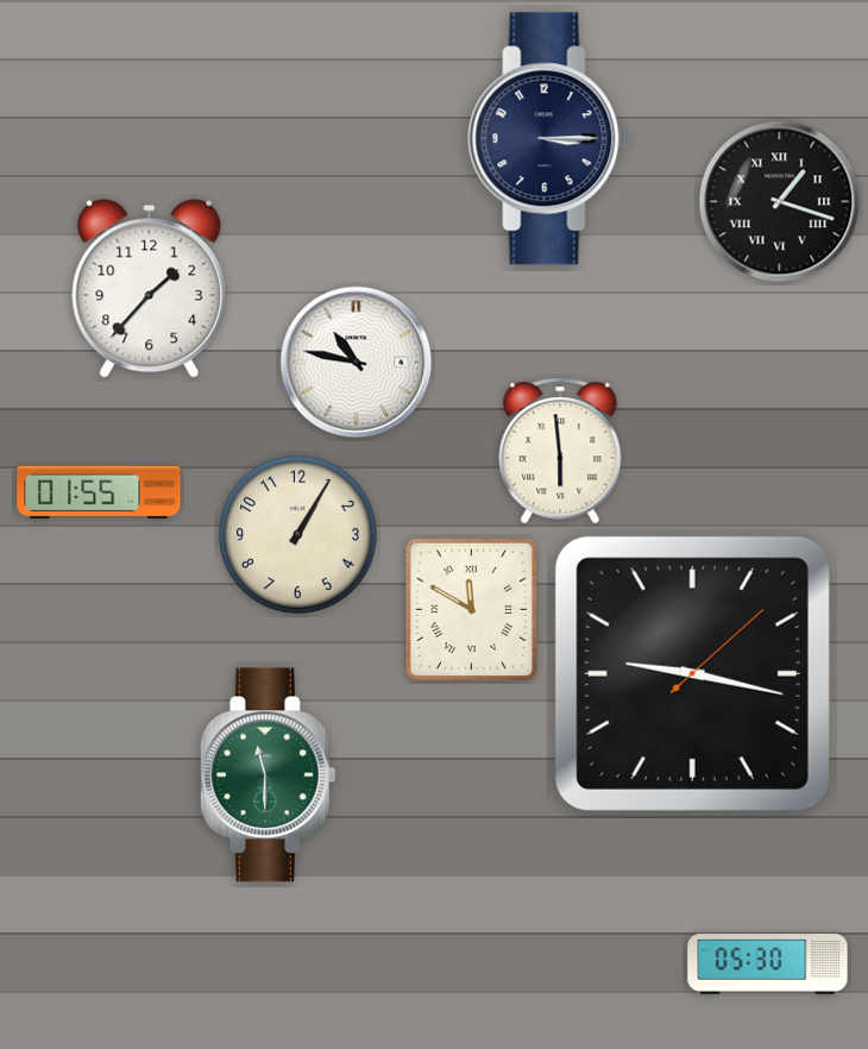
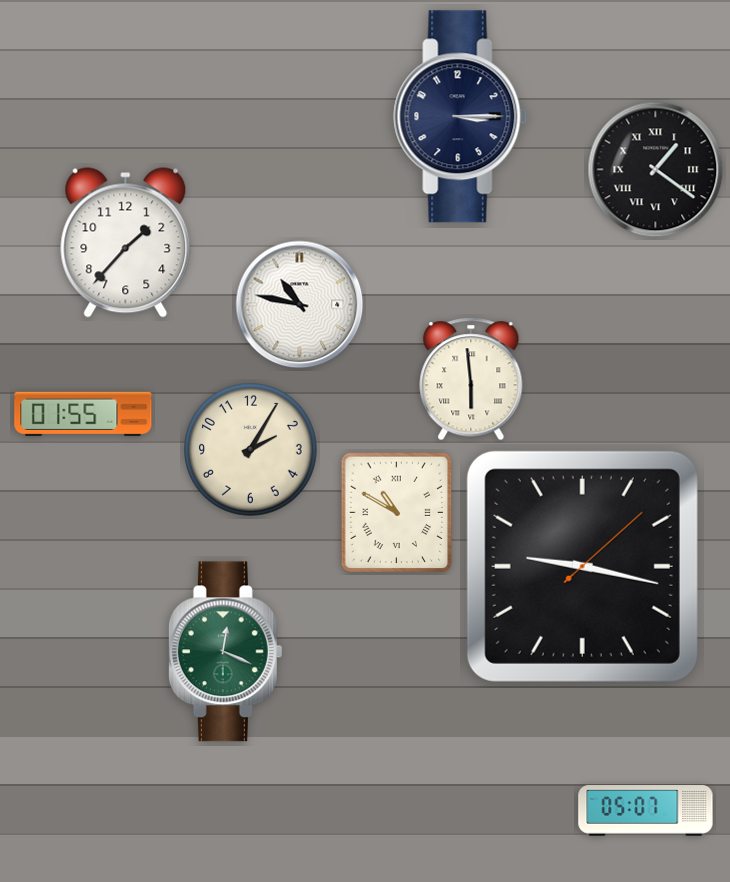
clock at (780, 202): 1:18 -> 1:21
clock at (298, 535): 1:05 -> 2:05
clock at (472, 610): 11:50 -> 10:50
clock at (268, 775): 11:30 -> 12:19
clock at (768, 965): 05:30 -> 05:07
